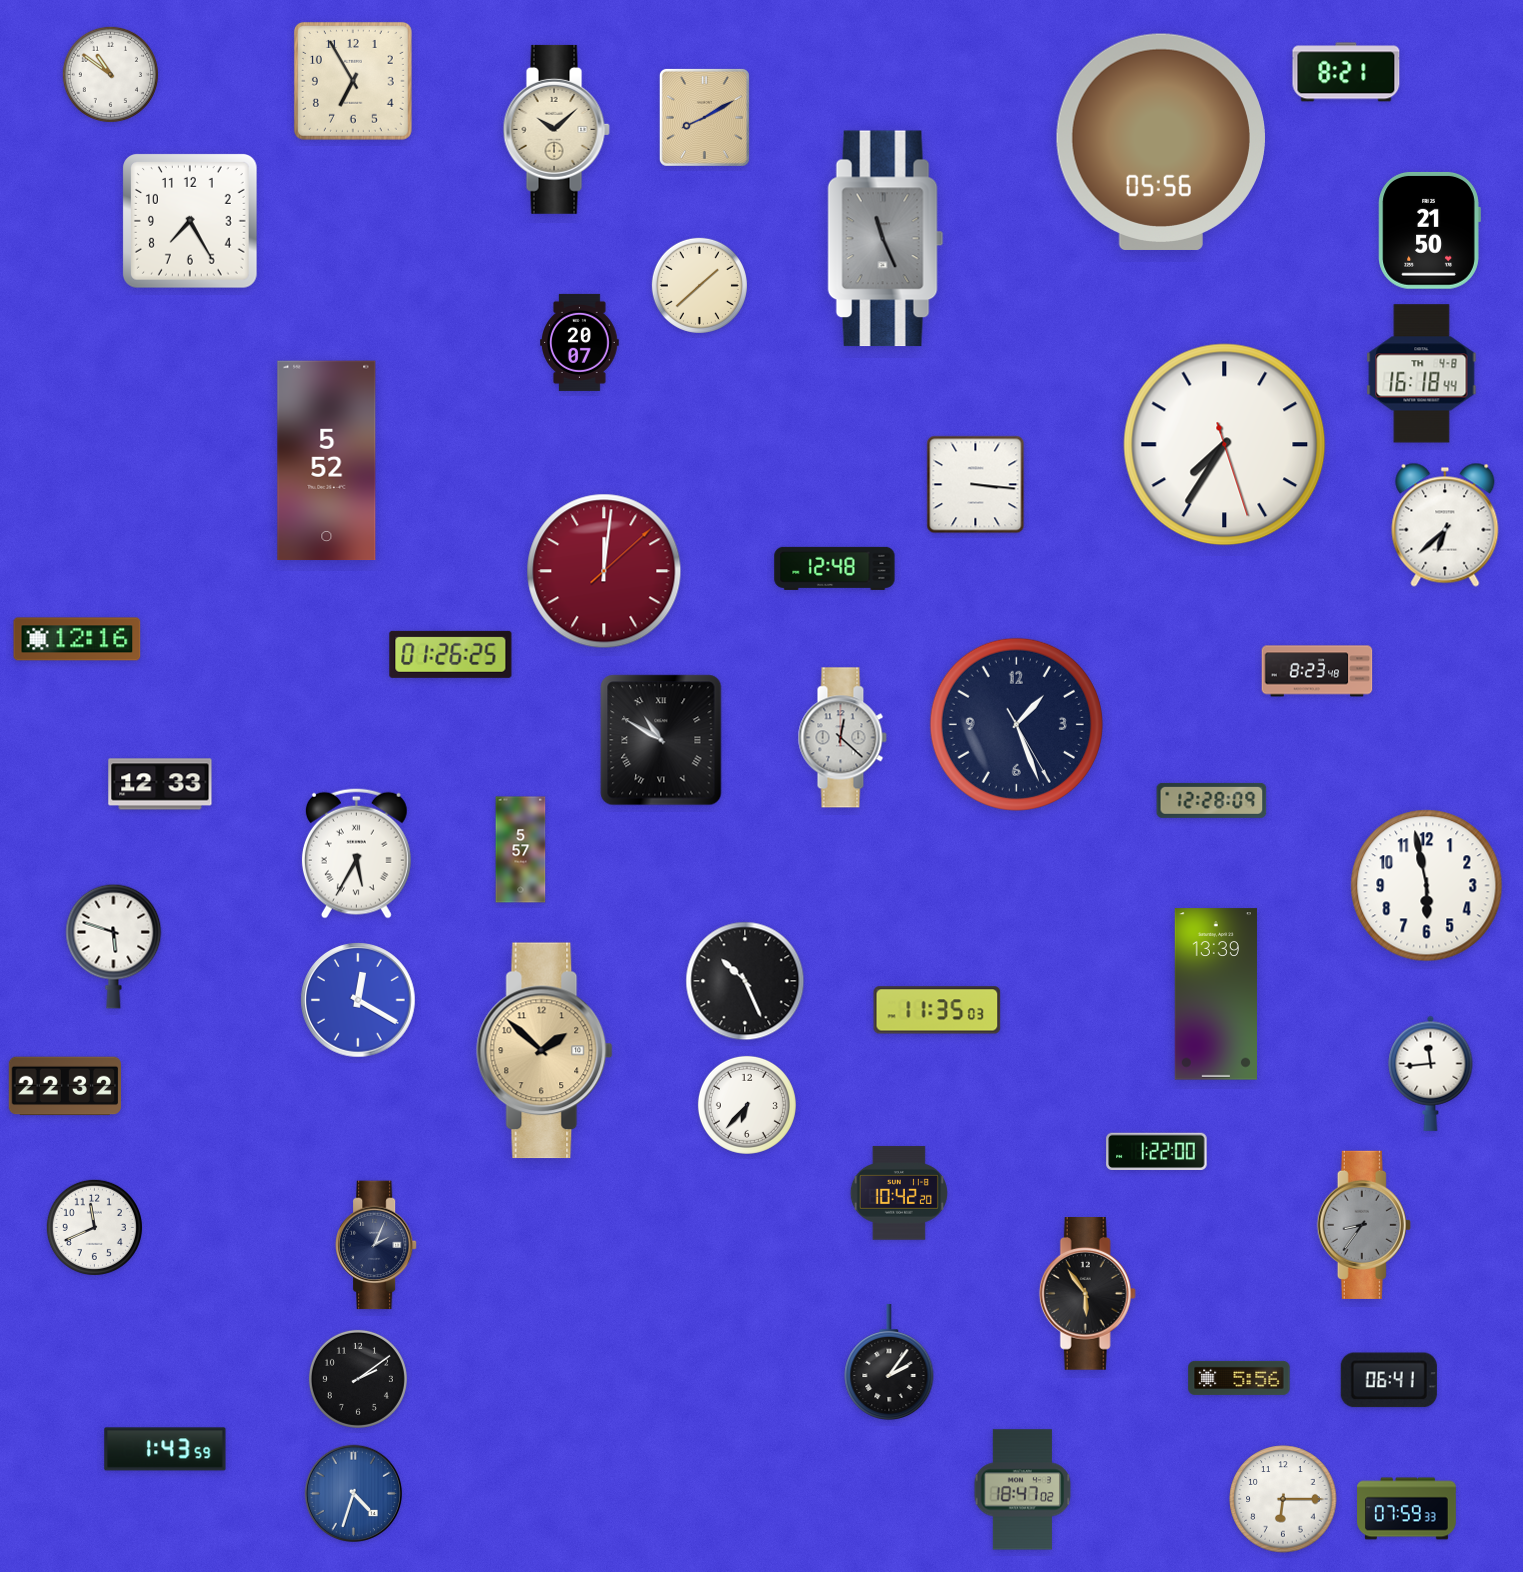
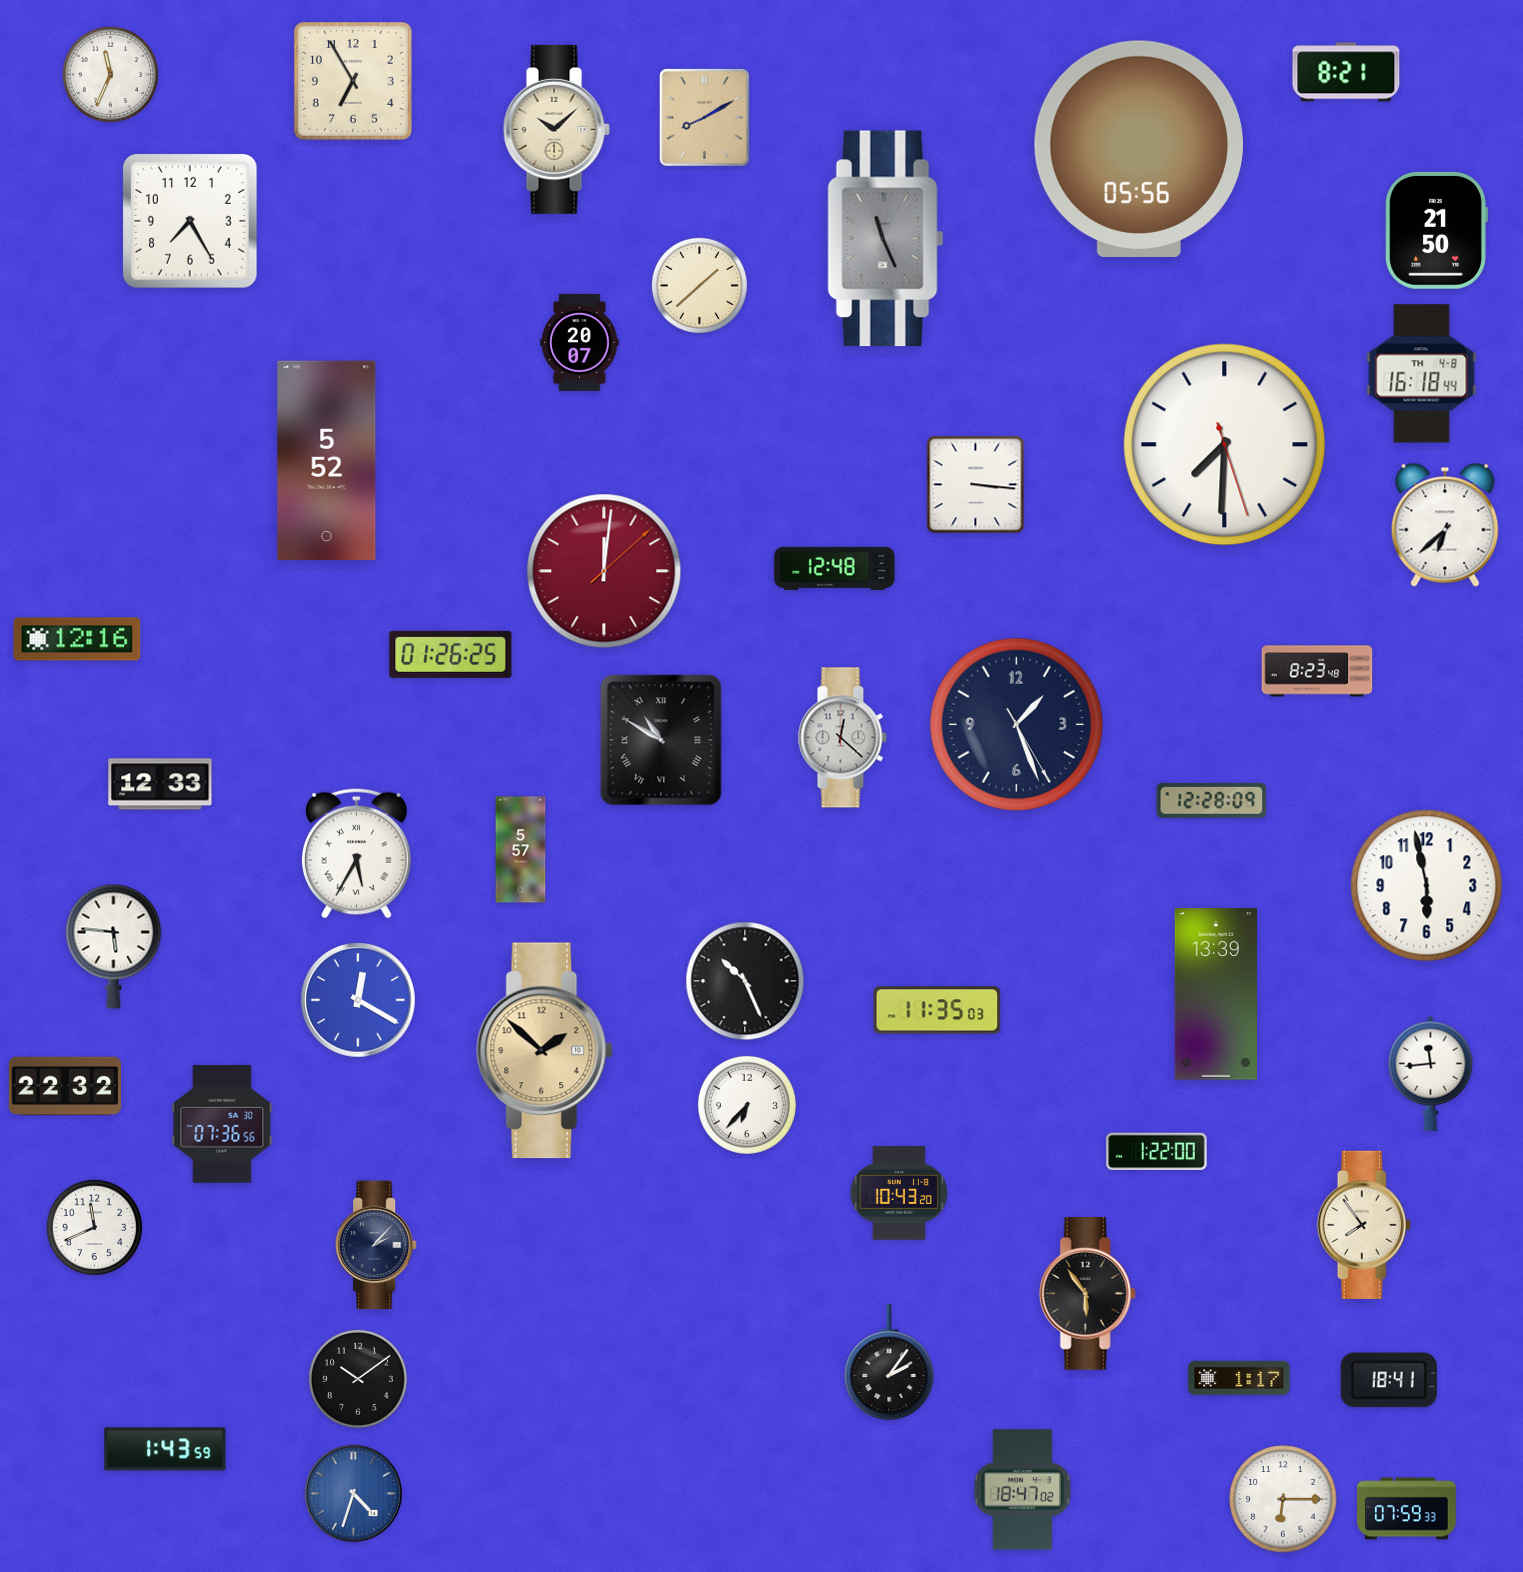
clock at (110, 74): 10:51 -> 11:34
clock at (1160, 142) position: (1160, 142) -> (1138, 149)
clock at (1429, 230) position: (1429, 230) -> (1436, 230)
clock at (1225, 445): 7:35 -> 7:30
clock at (114, 946): 5:48 -> 5:46
clock at (222, 1124): none -> 07:36
clock at (899, 1193): 10:42 -> 10:43
clock at (1364, 1225): 8:36 -> 7:54
clock at (1364, 1225) dial: grey -> cream
clock at (376, 1245): 2:04 -> 2:07
clock at (1239, 1378): 5:56 -> 1:17
clock at (358, 1379): 2:09 -> 10:09
clock at (1389, 1380): 06:41 -> 18:41
